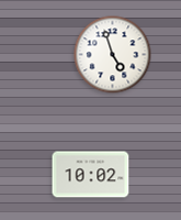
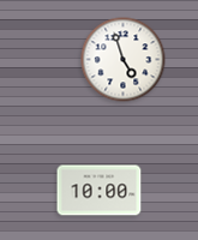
clock at (91, 175): 10:02 -> 10:00
